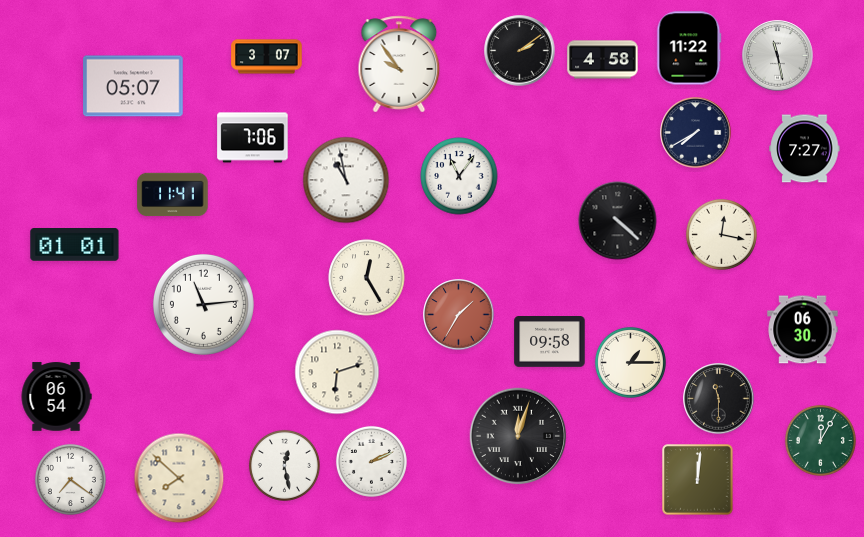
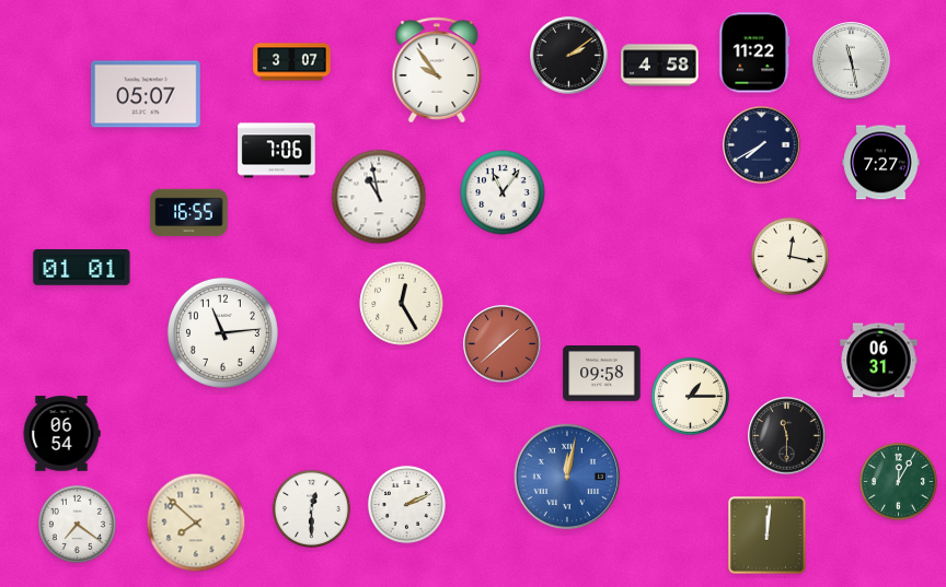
clock at (173, 195): 11:41 -> 16:55
clock at (618, 221): 4:22 -> none
clock at (459, 315): 1:35 -> 1:38
clock at (803, 330): 06:30 -> 06:31
clock at (337, 372): 6:12 -> none
clock at (518, 436): 12:03 -> 12:02
clock at (518, 436) dial: black -> blue
clock at (284, 465): 12:28 -> 12:30
clock at (698, 480) position: (698, 480) -> (768, 536)
